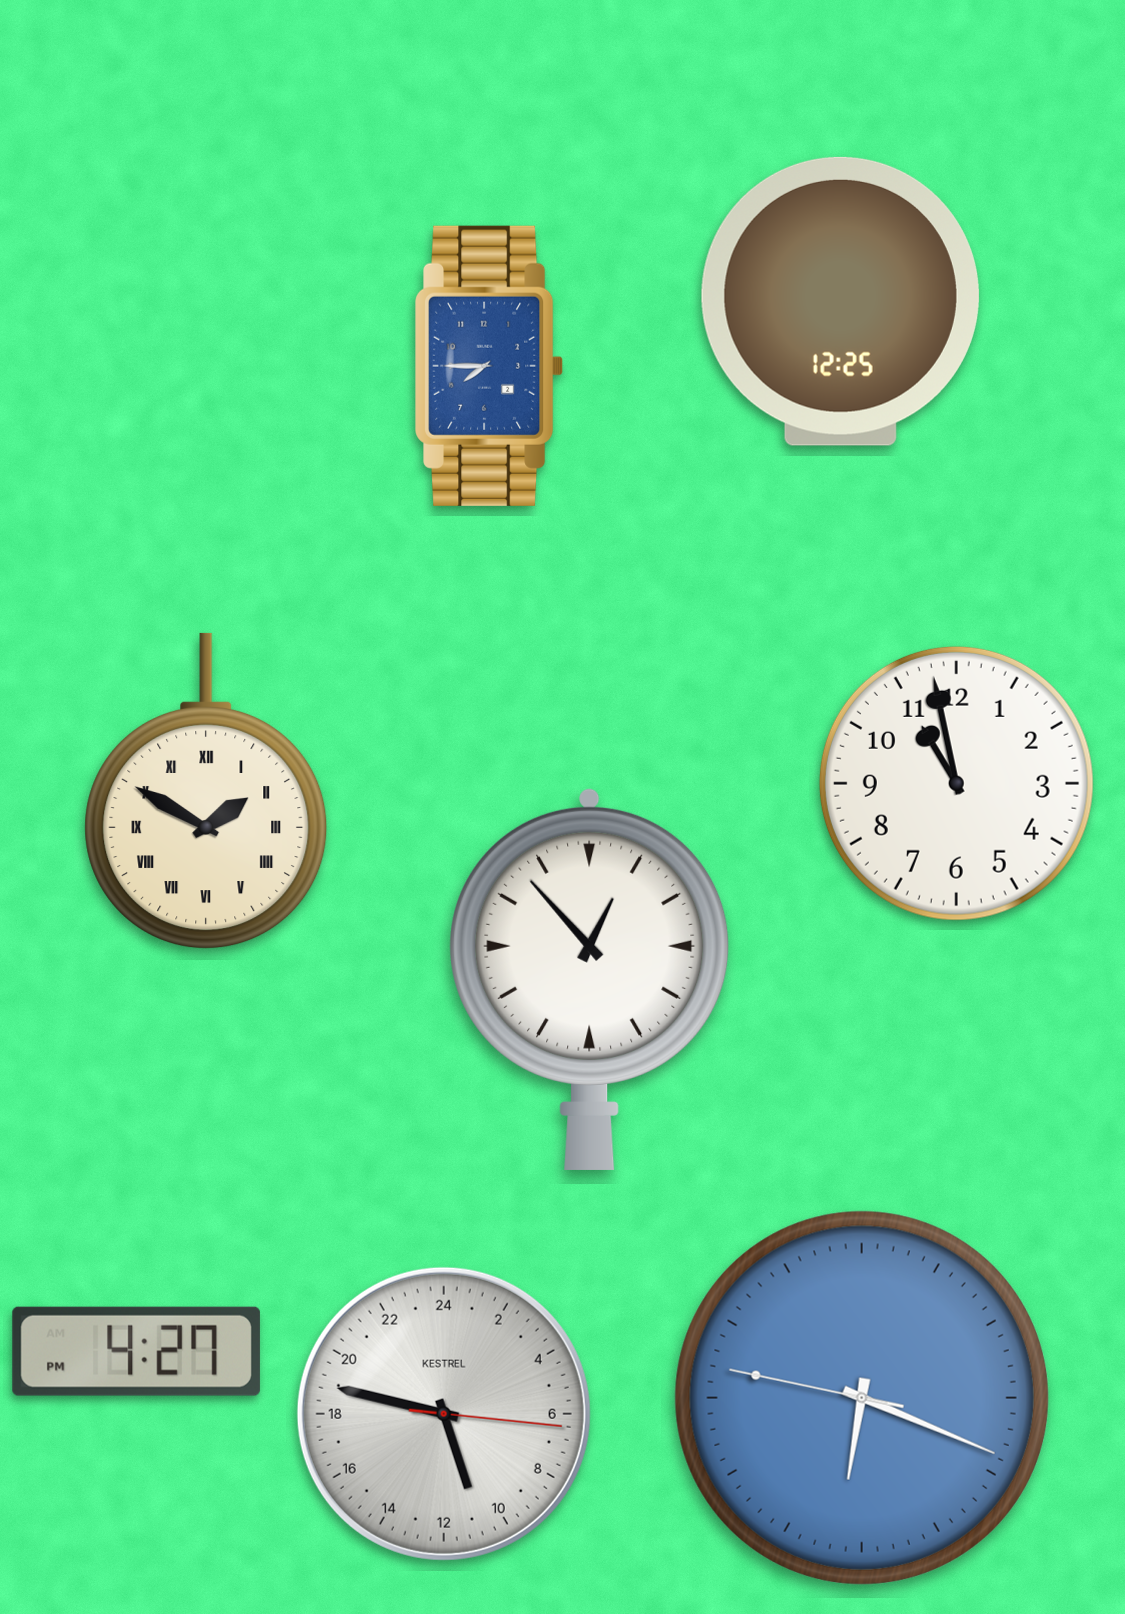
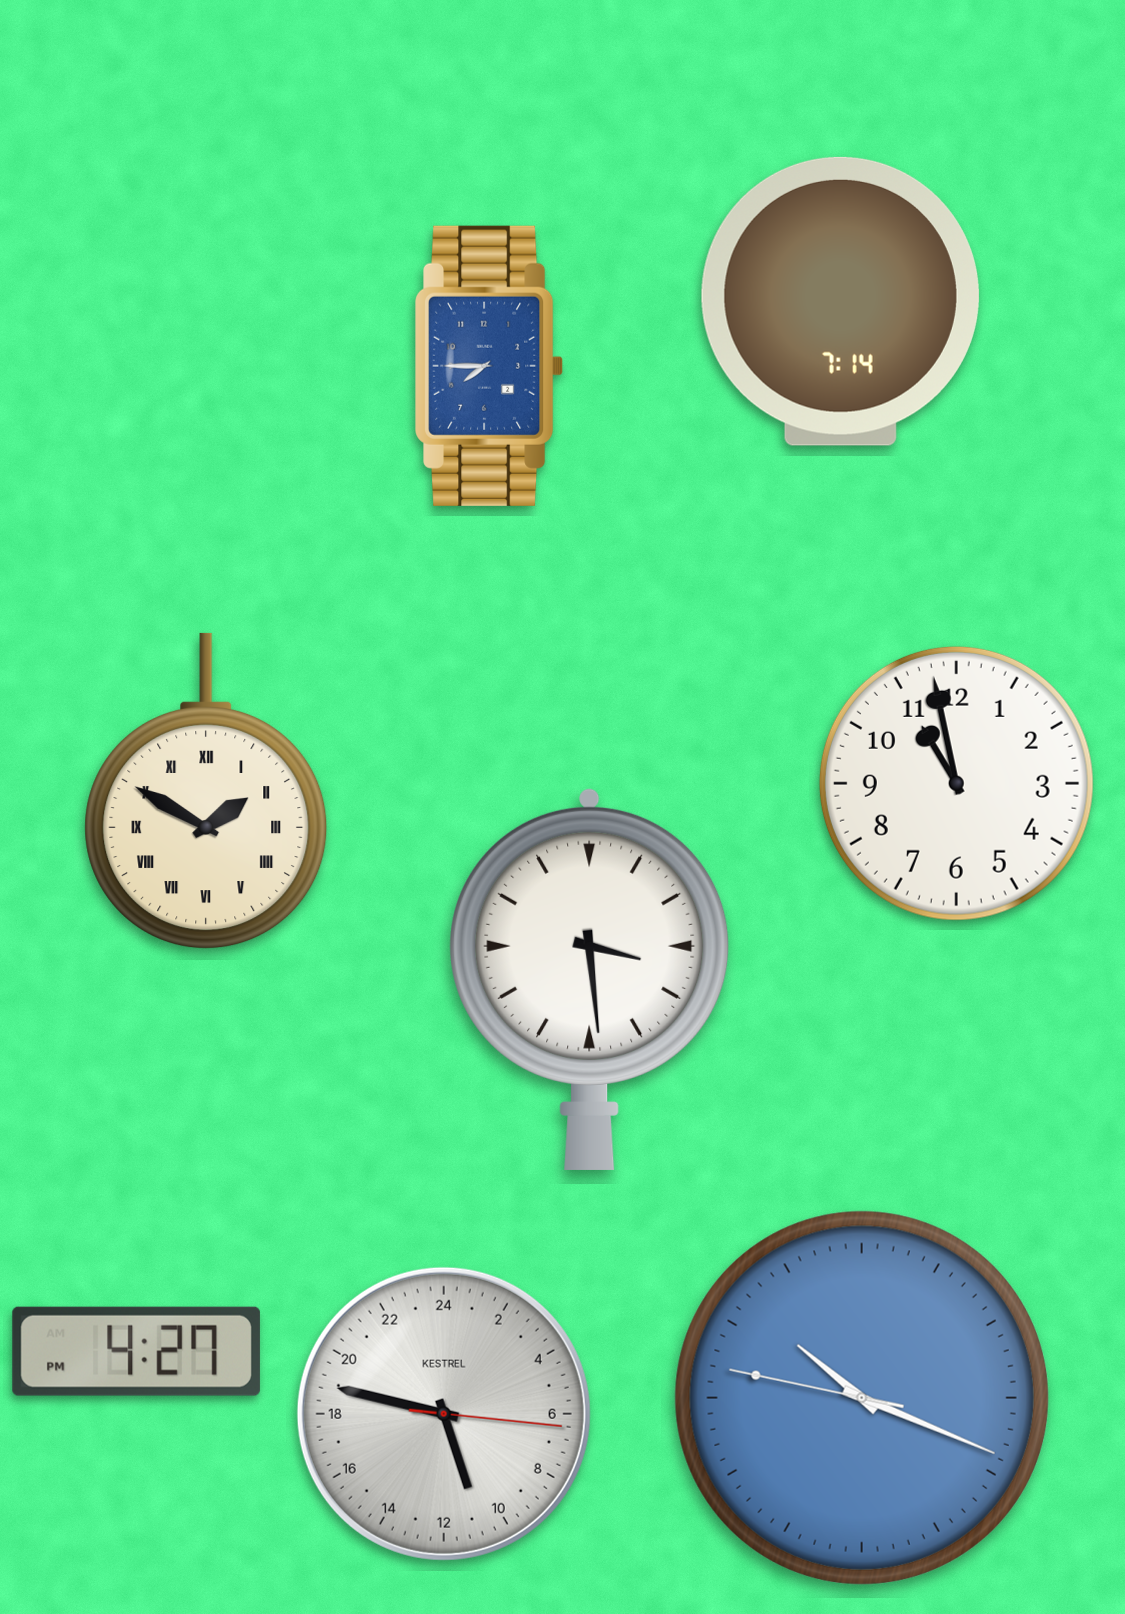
clock at (840, 301): 12:25 -> 7:14
clock at (590, 979): 12:53 -> 3:29
clock at (862, 1398): 6:18 -> 10:18
